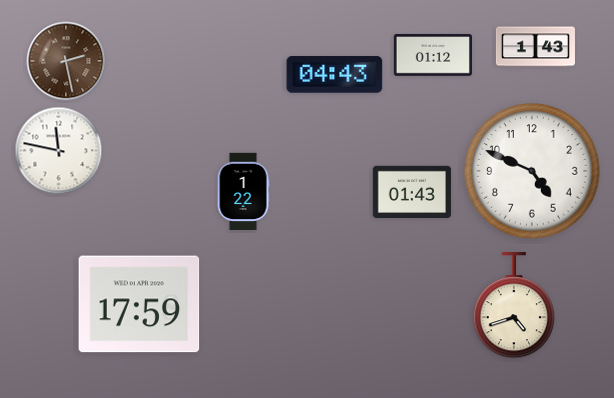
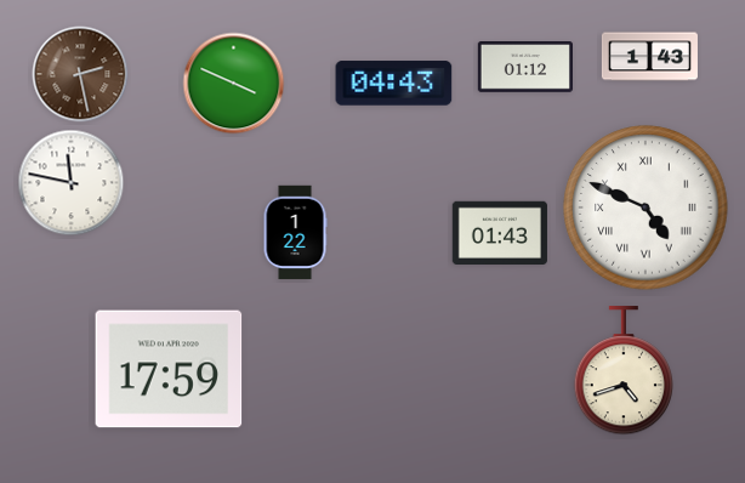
clock at (234, 84): none -> 3:49
clock at (335, 75) position: (335, 75) -> (394, 84)
clock at (532, 171) numerals: Arabic -> Roman
